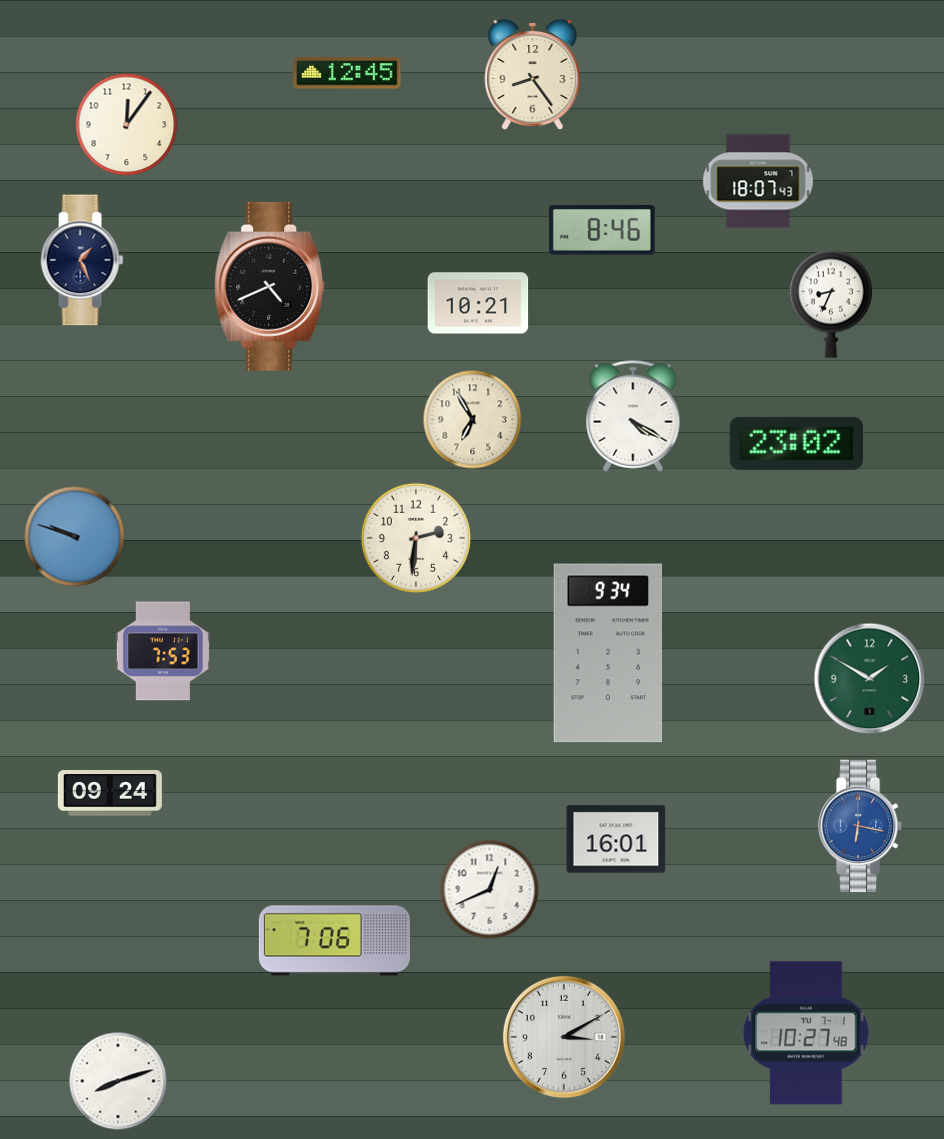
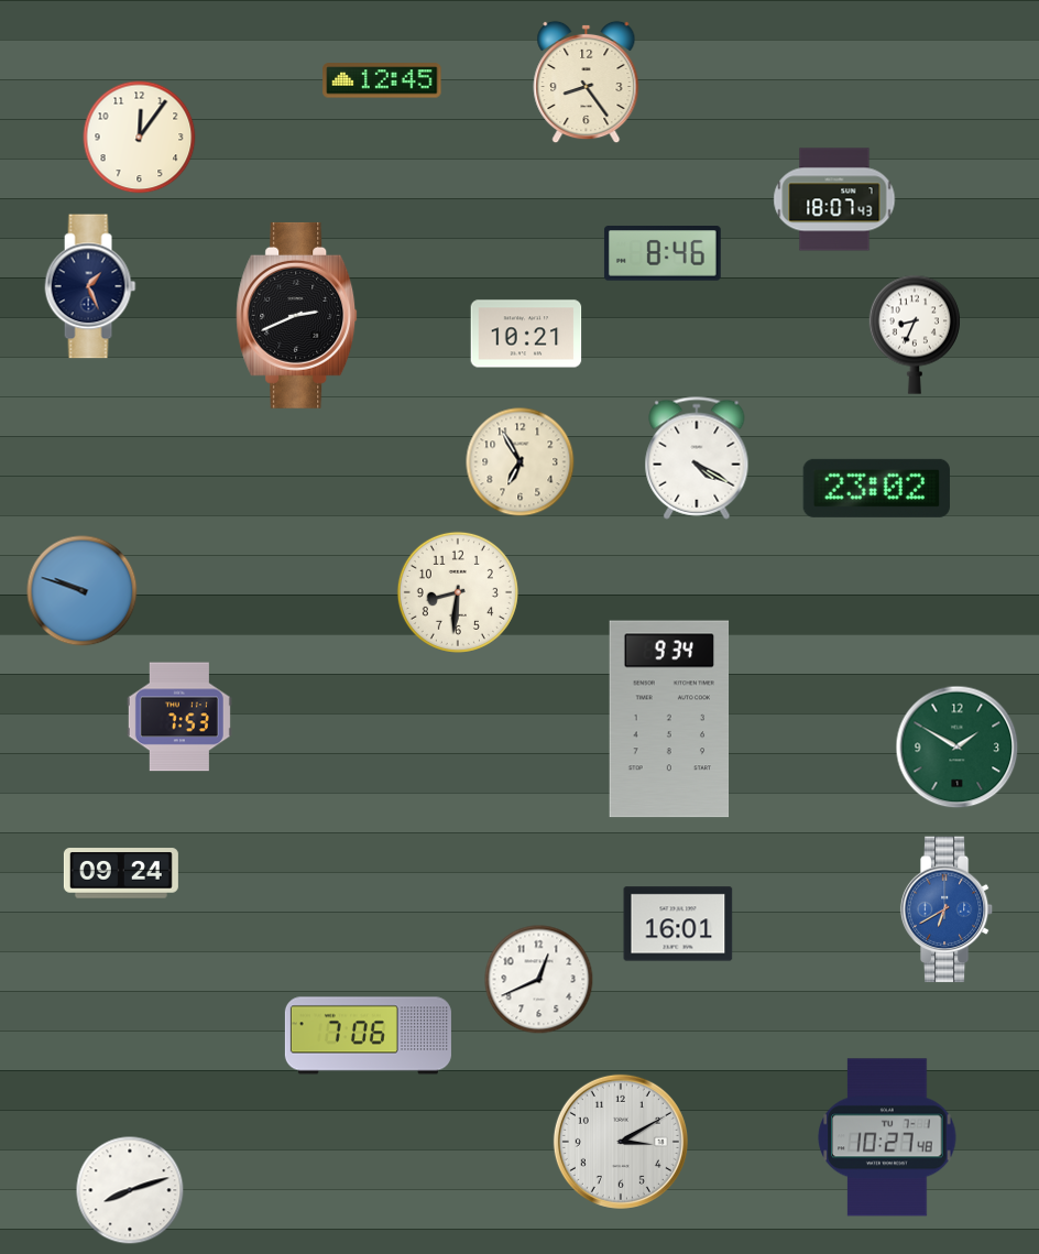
clock at (270, 286): 4:41 -> 2:41
clock at (416, 538): 2:31 -> 8:31
clock at (860, 826): 6:17 -> 6:40
